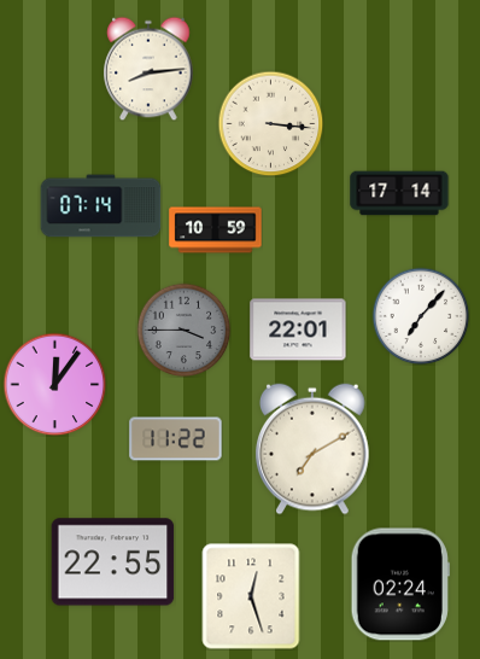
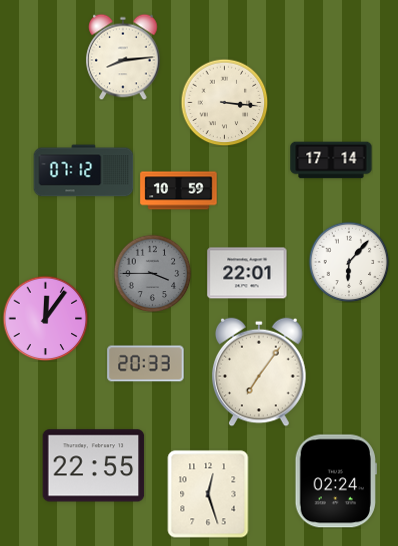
clock at (101, 206): 07:14 -> 07:12
clock at (421, 316): 7:07 -> 6:07
clock at (176, 439): 11:22 -> 20:33
clock at (314, 449): 7:10 -> 7:06
clock at (400, 584) position: (400, 584) -> (336, 481)
